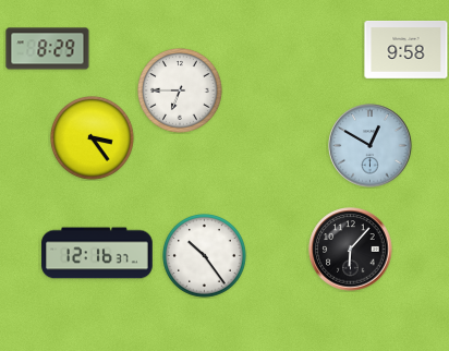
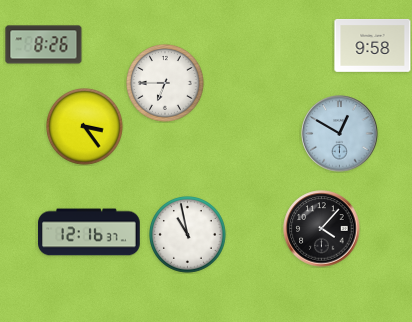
clock at (48, 49): 8:29 -> 8:26
clock at (351, 250): 6:07 -> 4:07
clock at (205, 256): 10:24 -> 10:58
